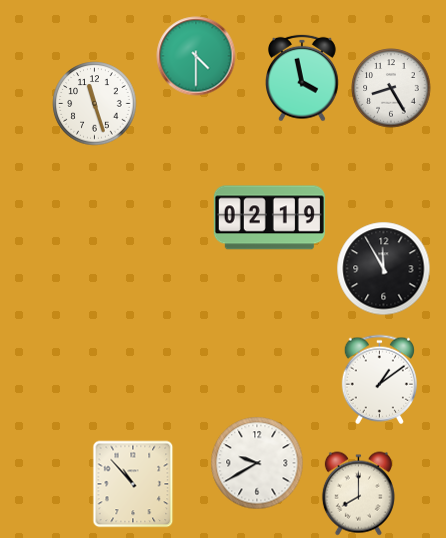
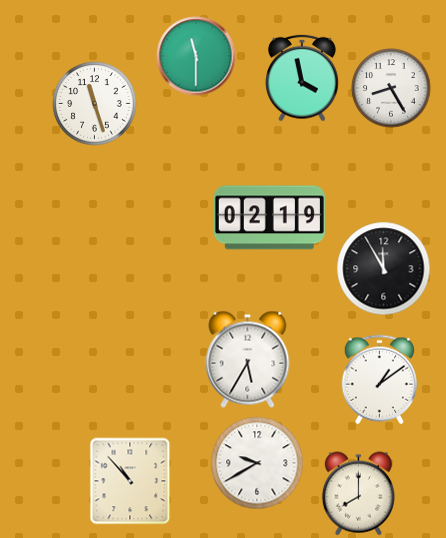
clock at (196, 56): 4:30 -> 11:30
clock at (248, 359): none -> 5:35
clock at (133, 484) position: (133, 484) -> (130, 481)
